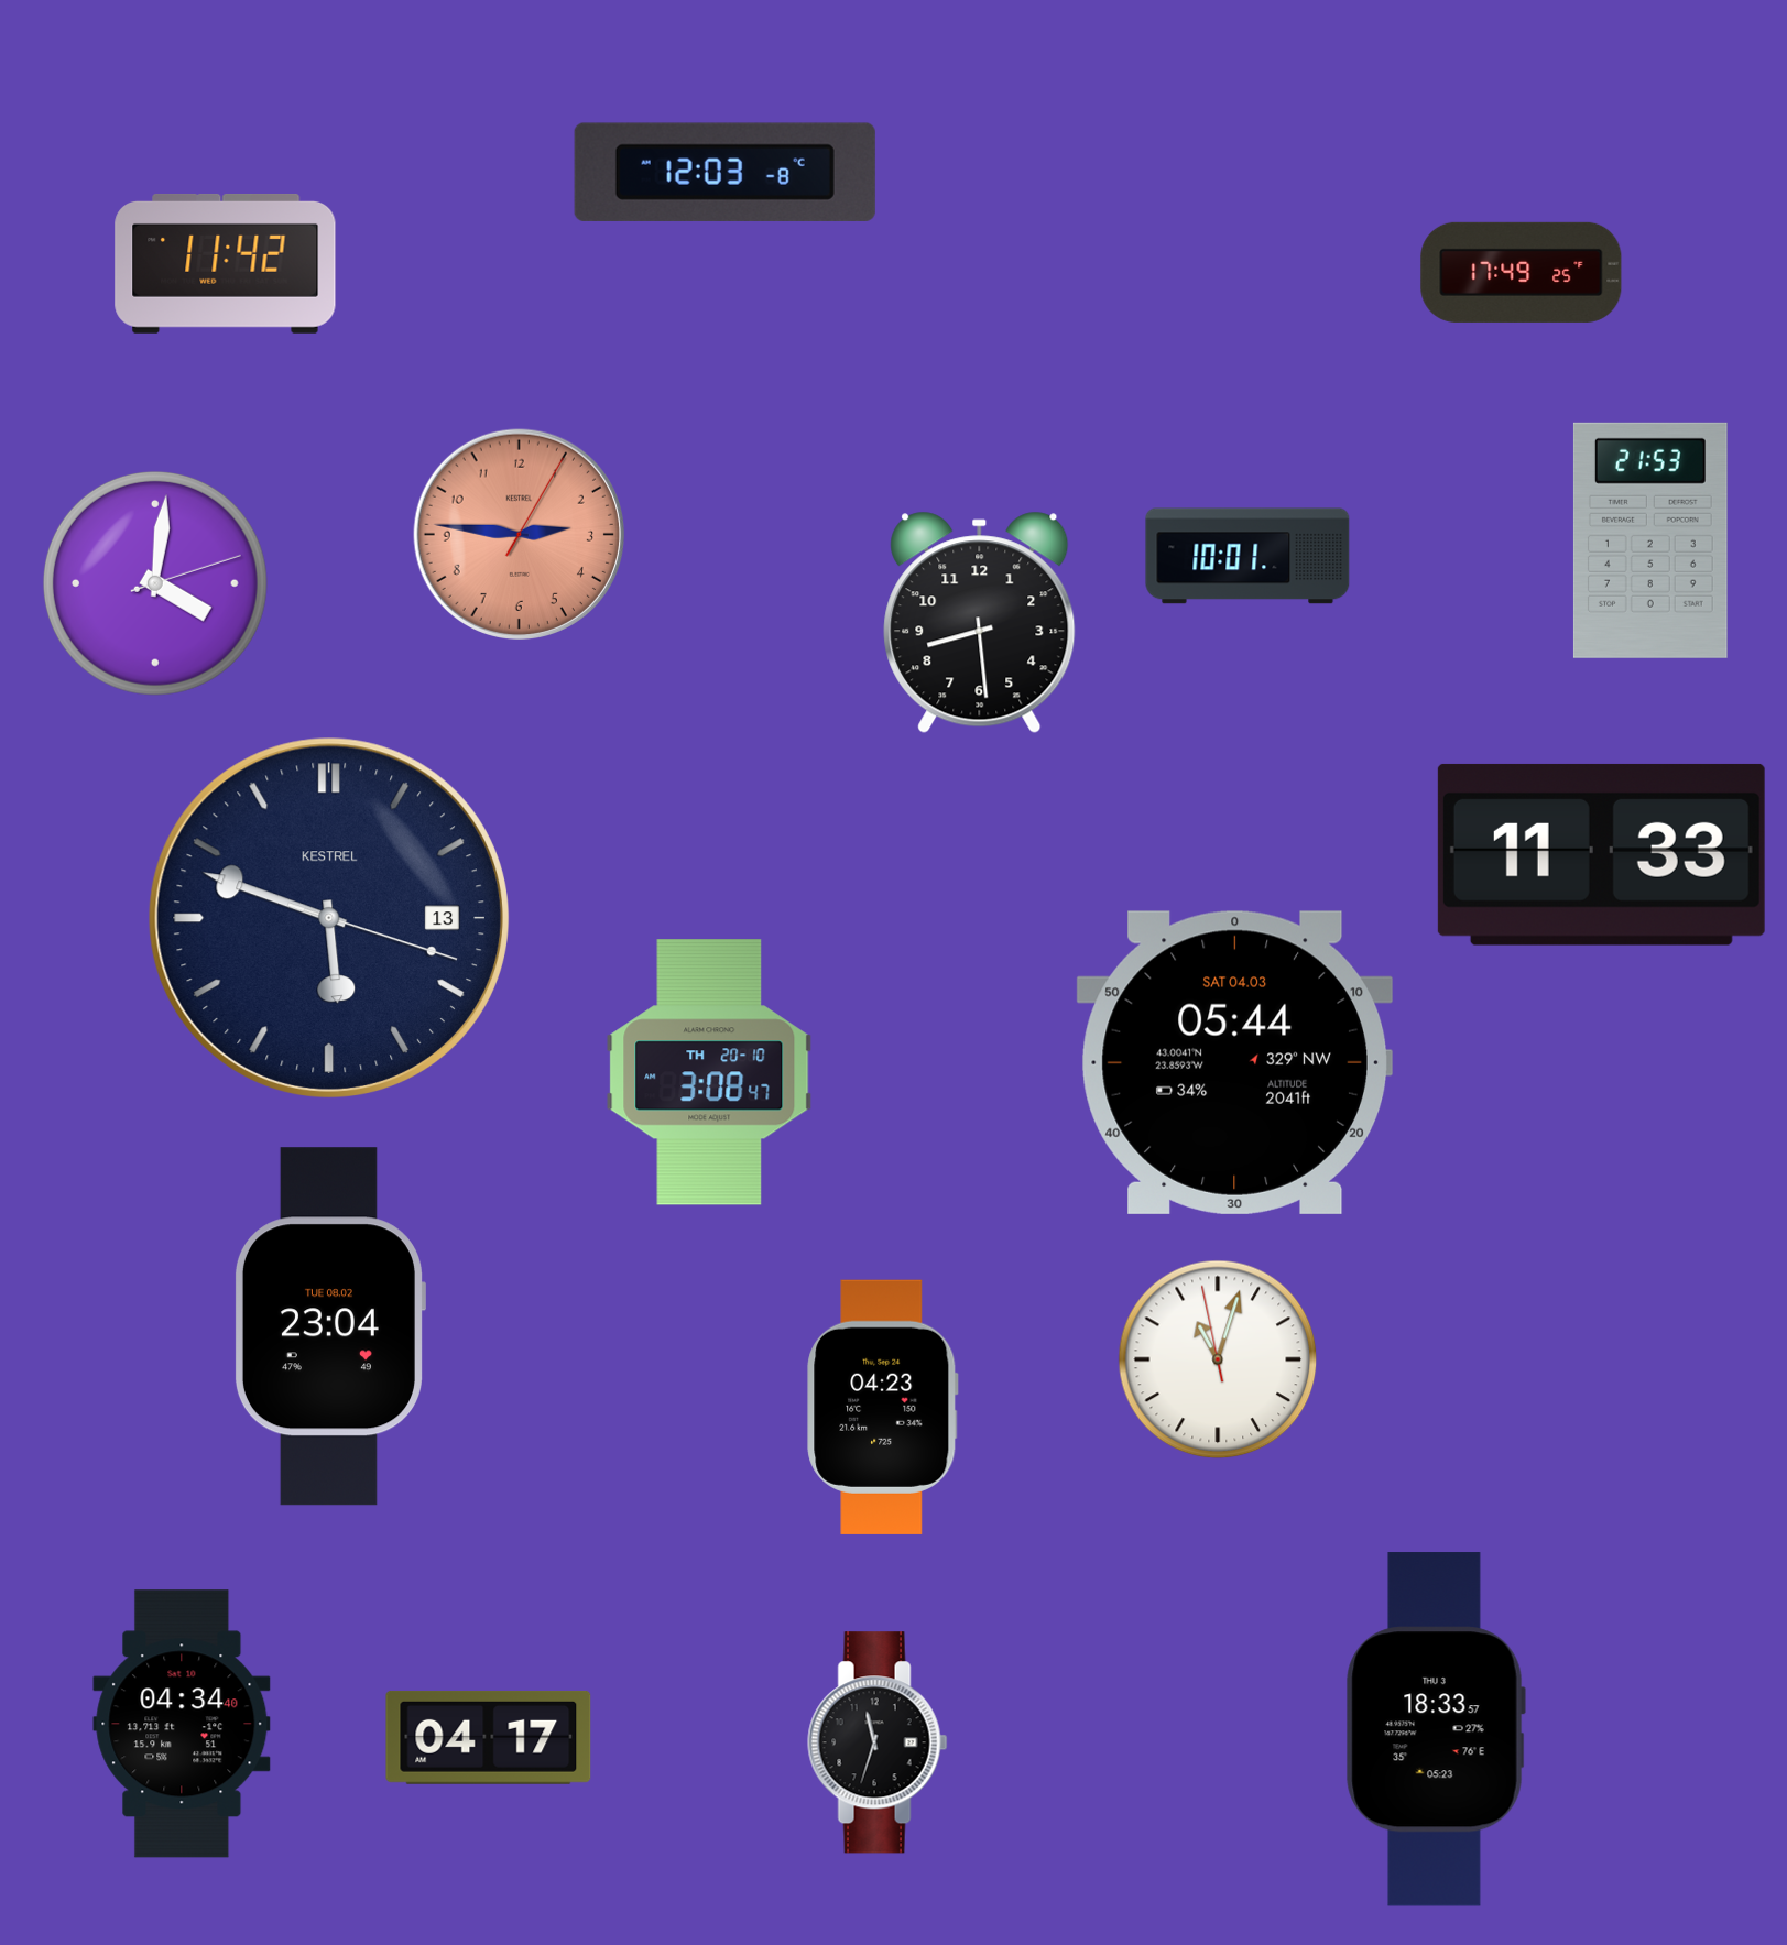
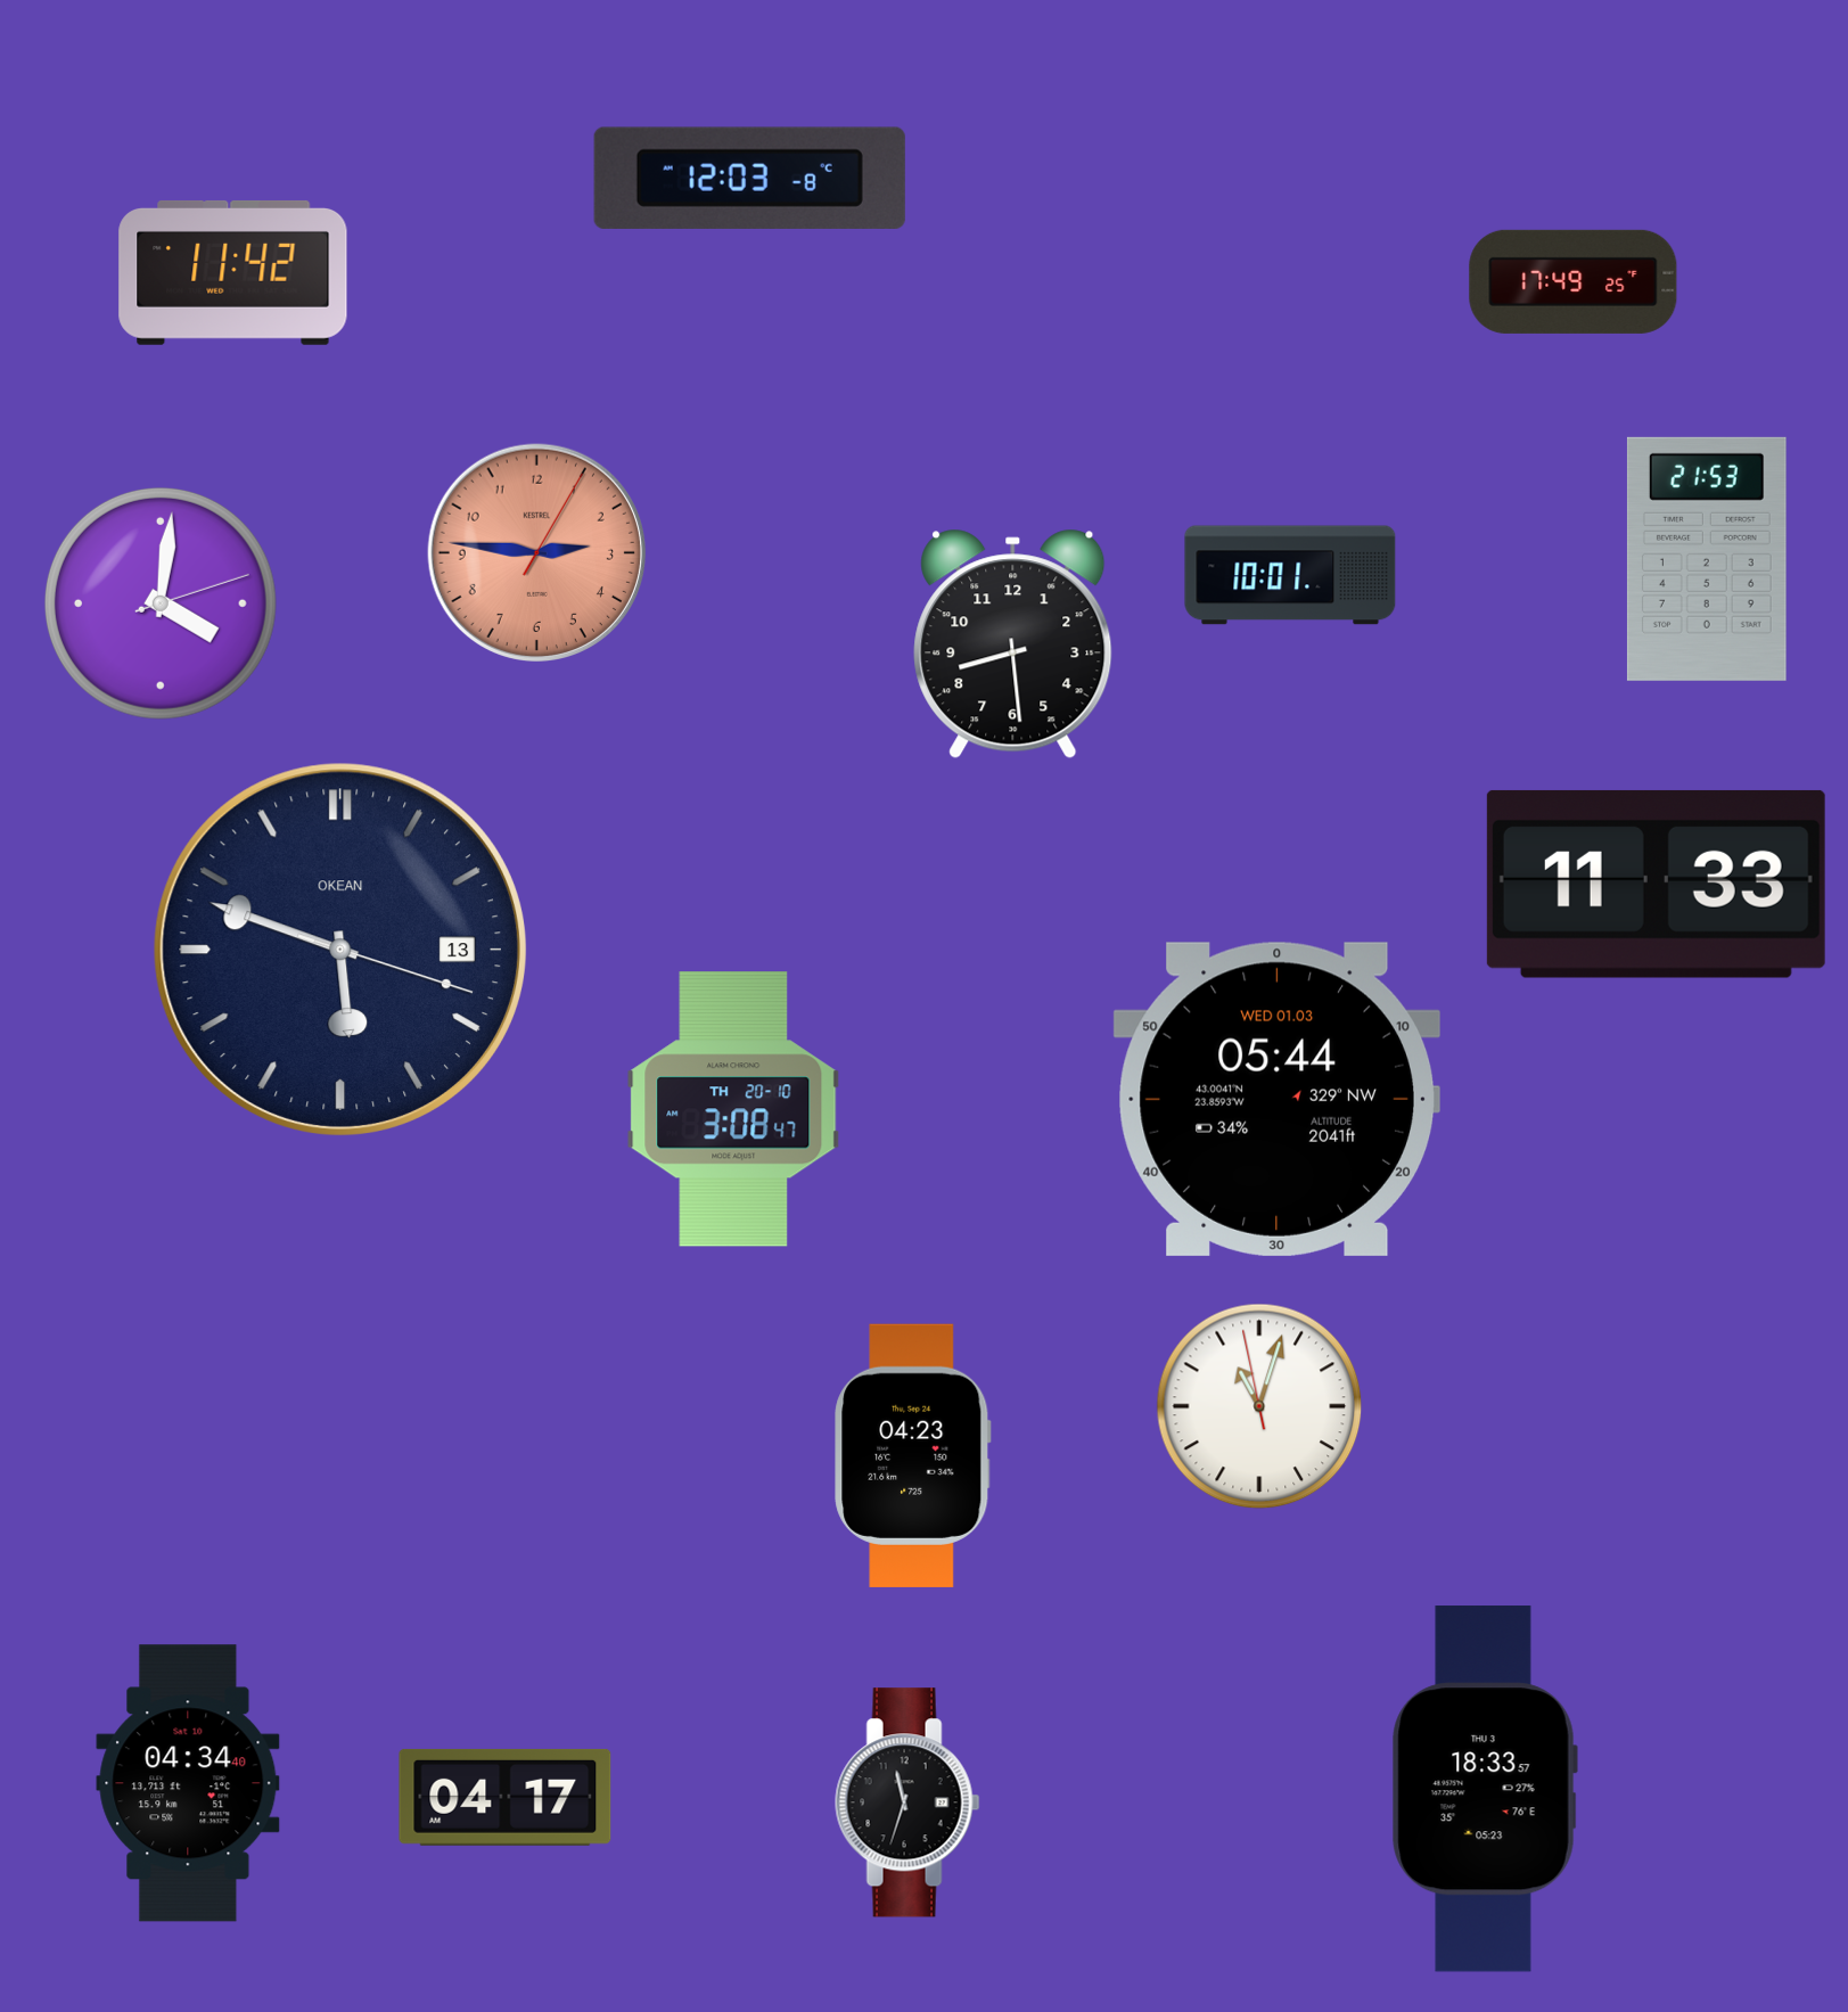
clock at (329, 918) brand: KESTREL -> OKEAN
clock at (1234, 1062) date: SAT 04.03 -> WED 01.03
clock at (329, 1326): 23:04 -> none
